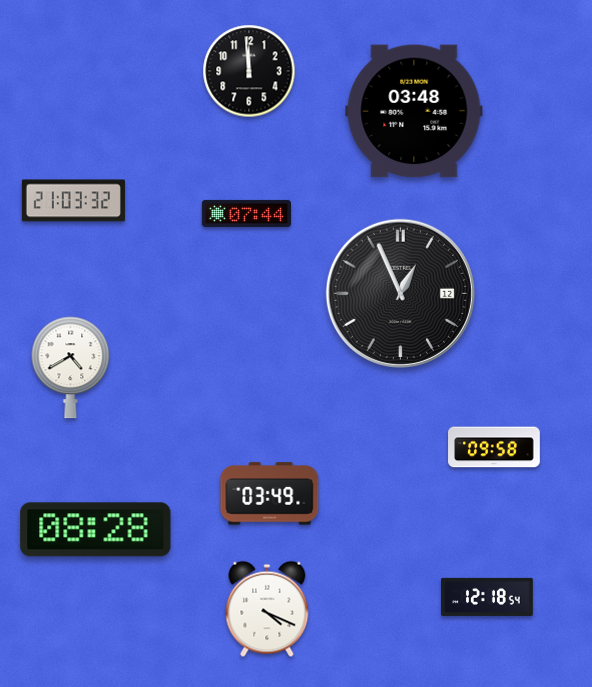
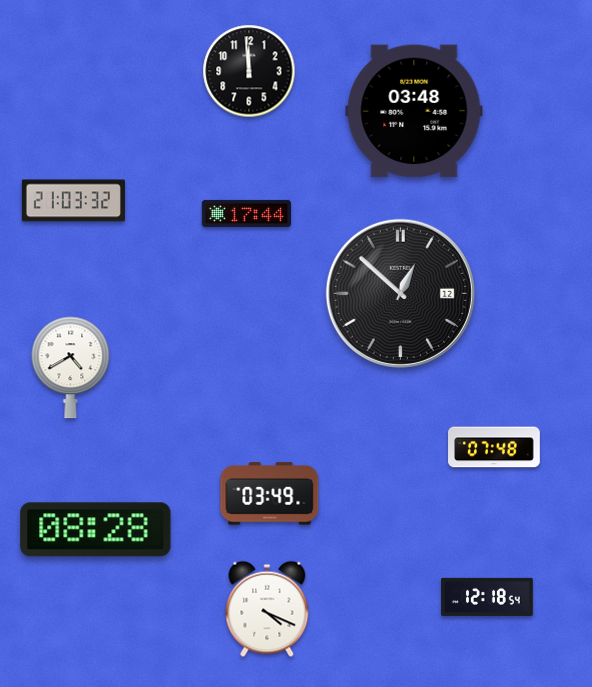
clock at (246, 213): 07:44 -> 17:44
clock at (400, 293): 12:56 -> 12:52
clock at (494, 447): 09:58 -> 07:48
